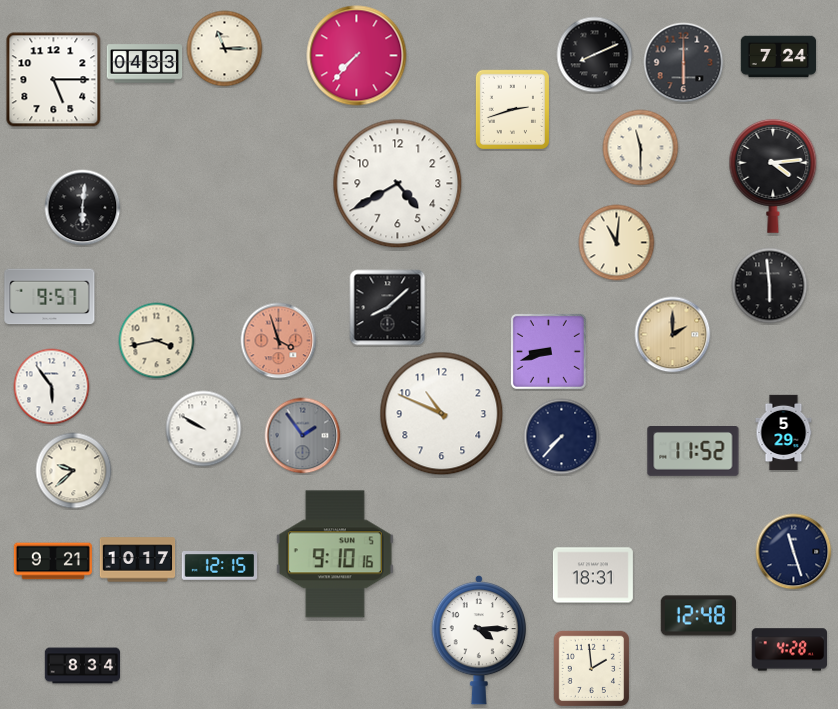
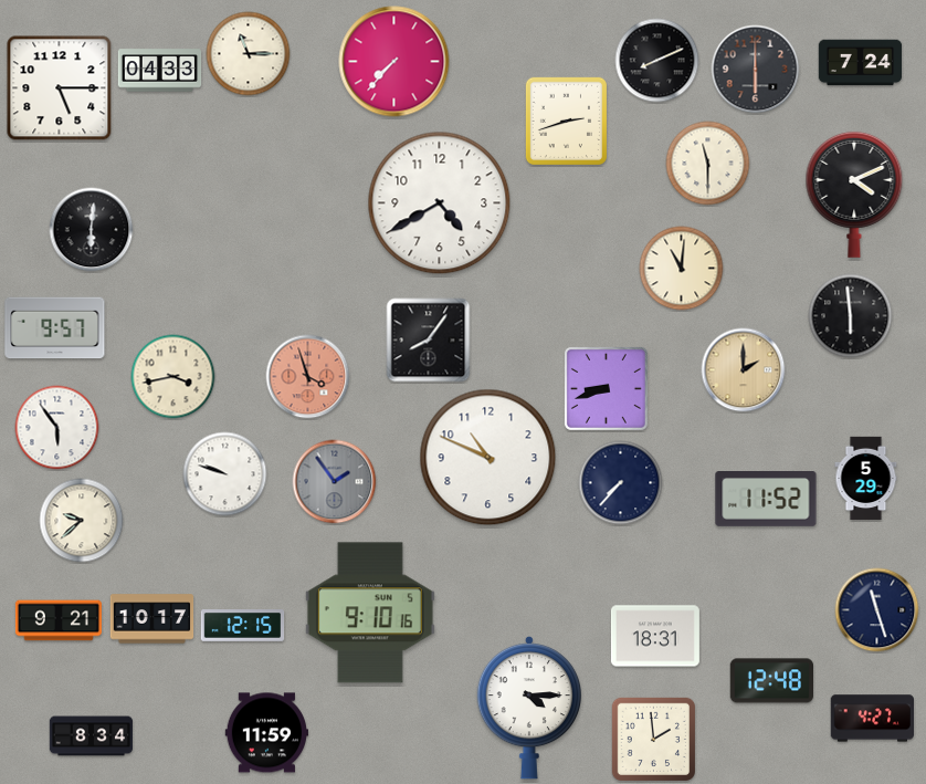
clock at (773, 176): 4:14 -> 4:11
clock at (388, 308): 8:08 -> 8:06
clock at (204, 429): 9:50 -> 9:48
clock at (789, 650): 4:28 -> 4:27
clock at (266, 733): none -> 11:59
